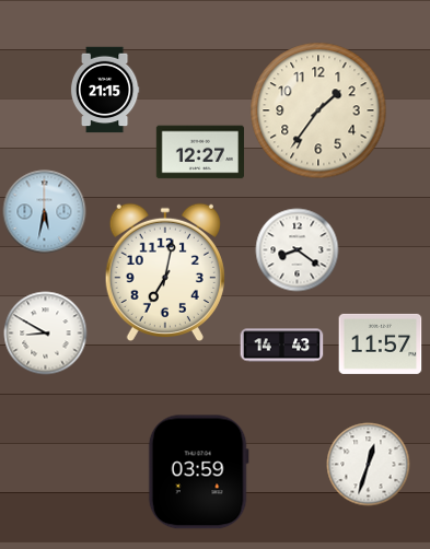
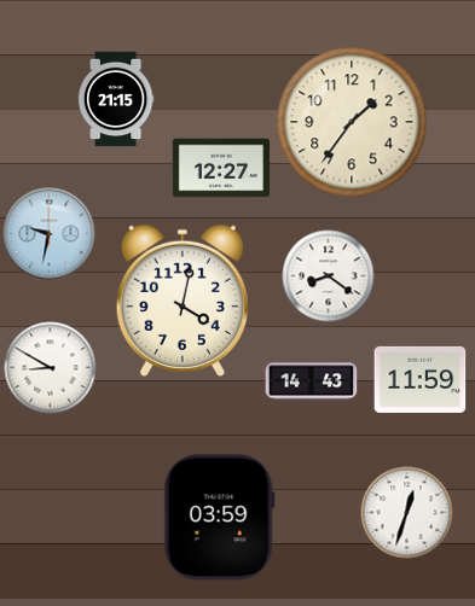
clock at (45, 212): 5:32 -> 9:32
clock at (165, 271): 7:02 -> 4:02
clock at (381, 343): 11:57 -> 11:59
clock at (198, 472) position: (198, 472) -> (219, 518)
